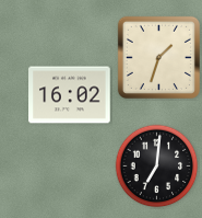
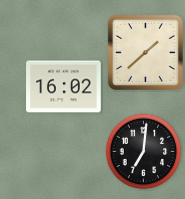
clock at (158, 57): 1:33 -> 1:38
